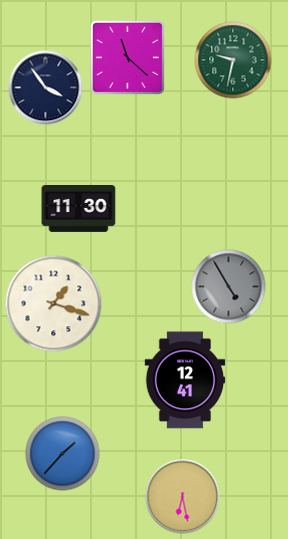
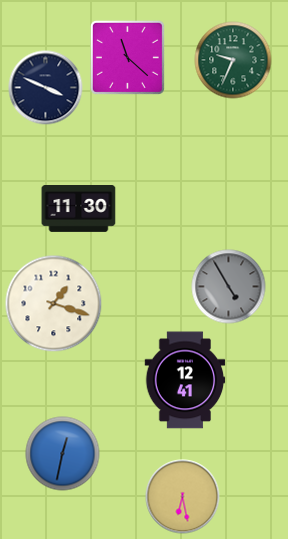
clock at (233, 60): 9:32 -> 9:34
clock at (46, 88): 3:54 -> 3:49
clock at (63, 454): 1:37 -> 12:32
